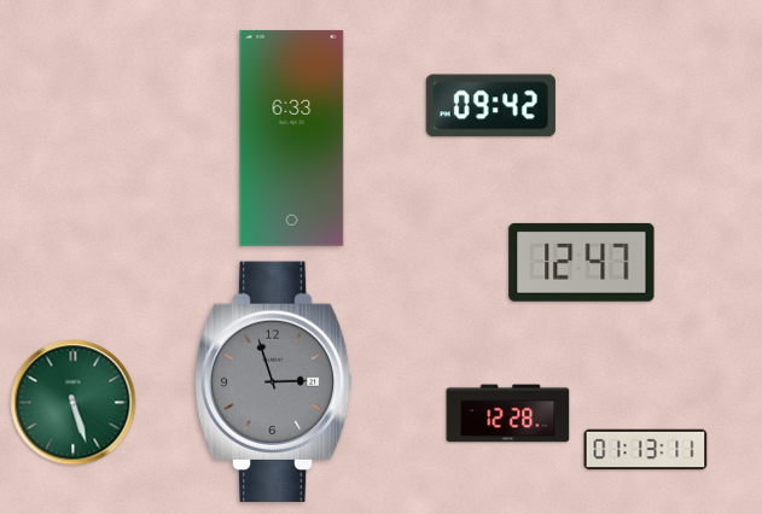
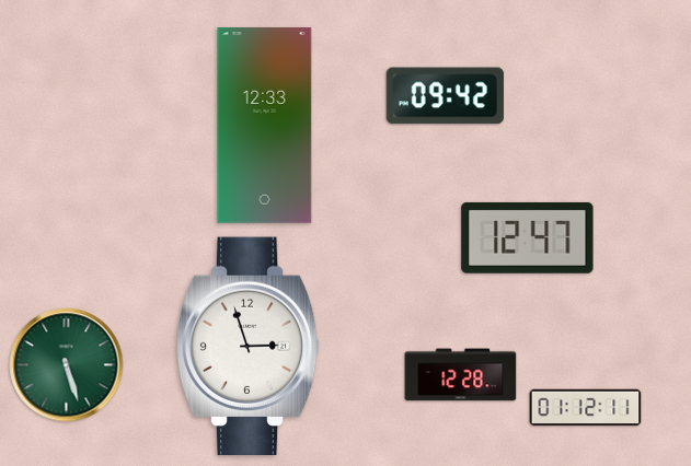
clock at (292, 139): 6:33 -> 12:33
clock at (273, 382) dial: grey -> white
clock at (646, 450): 01:13 -> 01:12
